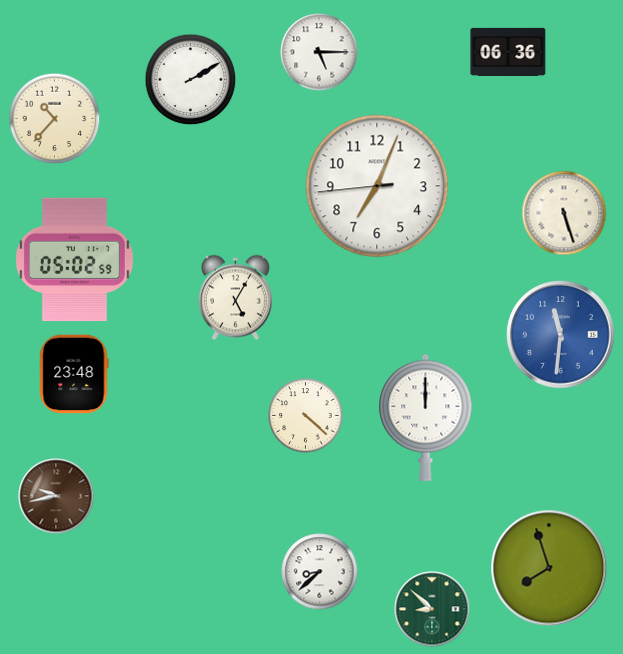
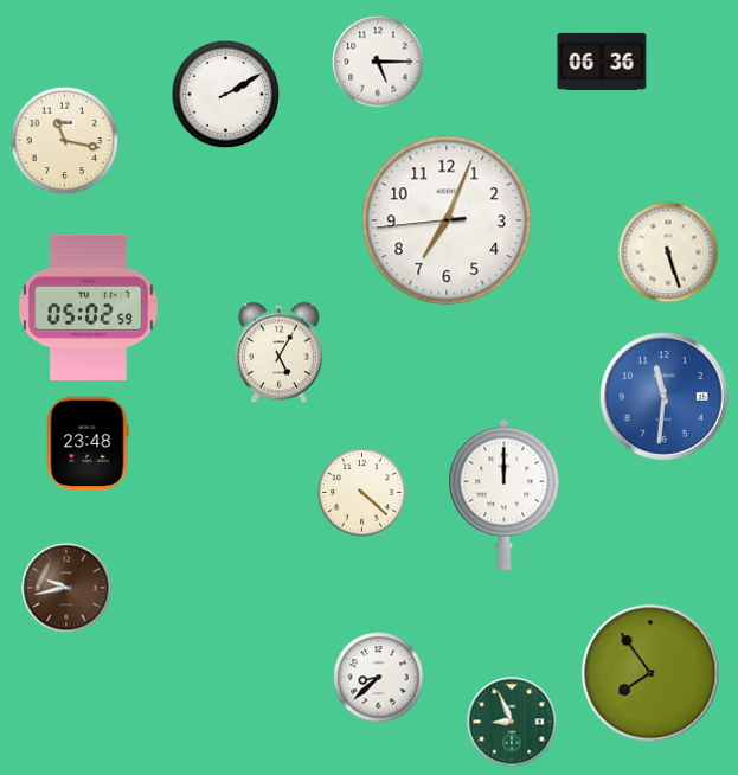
clock at (55, 119): 10:37 -> 11:17
clock at (549, 568): 7:57 -> 7:54
clock at (432, 609): 8:52 -> 8:56
